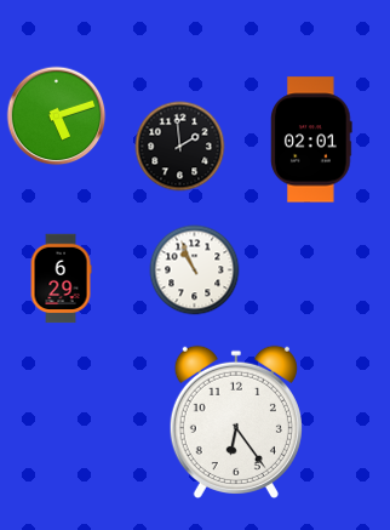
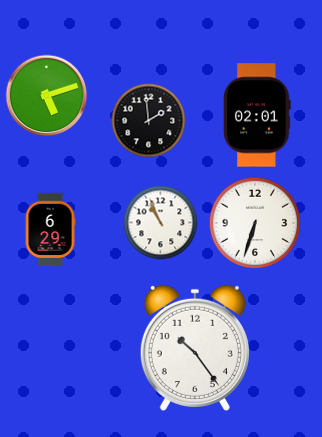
clock at (255, 223): none -> 6:33
clock at (236, 422): 6:24 -> 10:24
